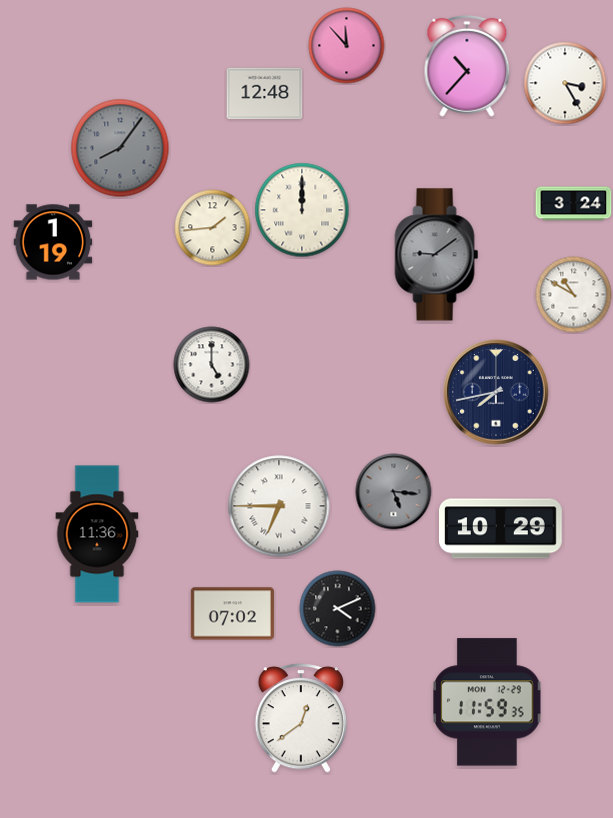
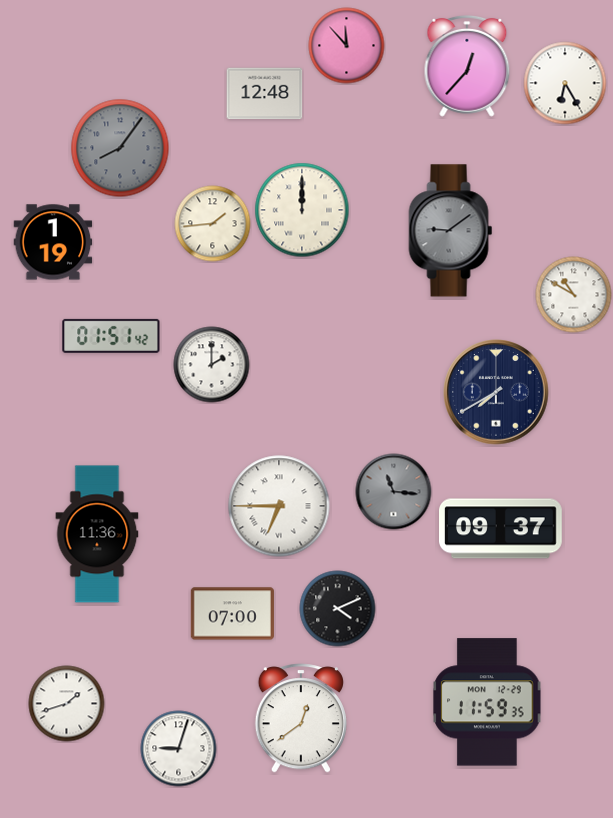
clock at (467, 66): 10:37 -> 12:37
clock at (565, 83): 3:25 -> 6:25
clock at (574, 204): 3:24 -> none
clock at (213, 228) position: (213, 228) -> (213, 224)
clock at (437, 255) position: (437, 255) -> (451, 231)
clock at (111, 336): none -> 01:51
clock at (212, 365): 5:00 -> 2:00
clock at (496, 392): 7:43 -> 7:40
clock at (394, 492): 5:16 -> 11:16
clock at (501, 529): 10:29 -> 09:37
clock at (232, 614): 07:02 -> 07:00
clock at (67, 704): none -> 1:42
clock at (179, 749): none -> 9:03
